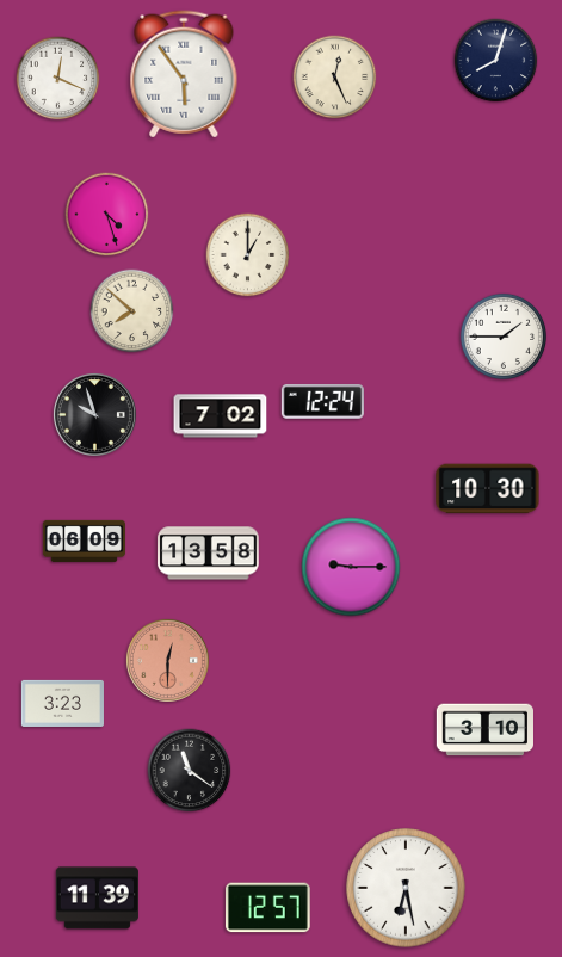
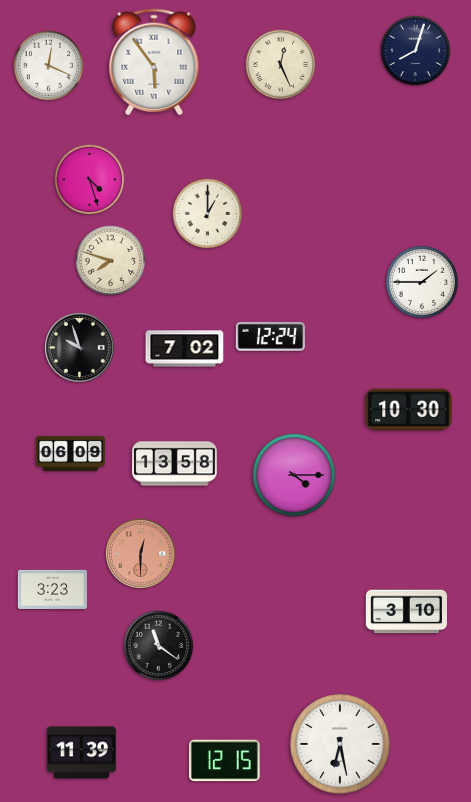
clock at (132, 311): 7:52 -> 7:48
clock at (351, 567): 9:15 -> 4:15
clock at (267, 908): 12:57 -> 12:15
